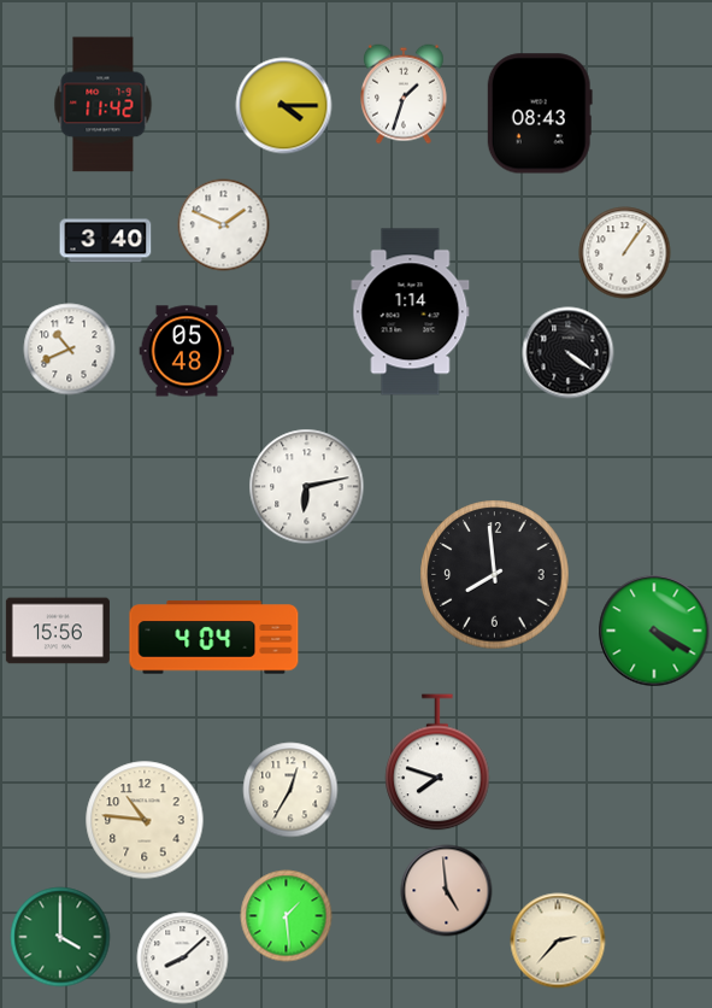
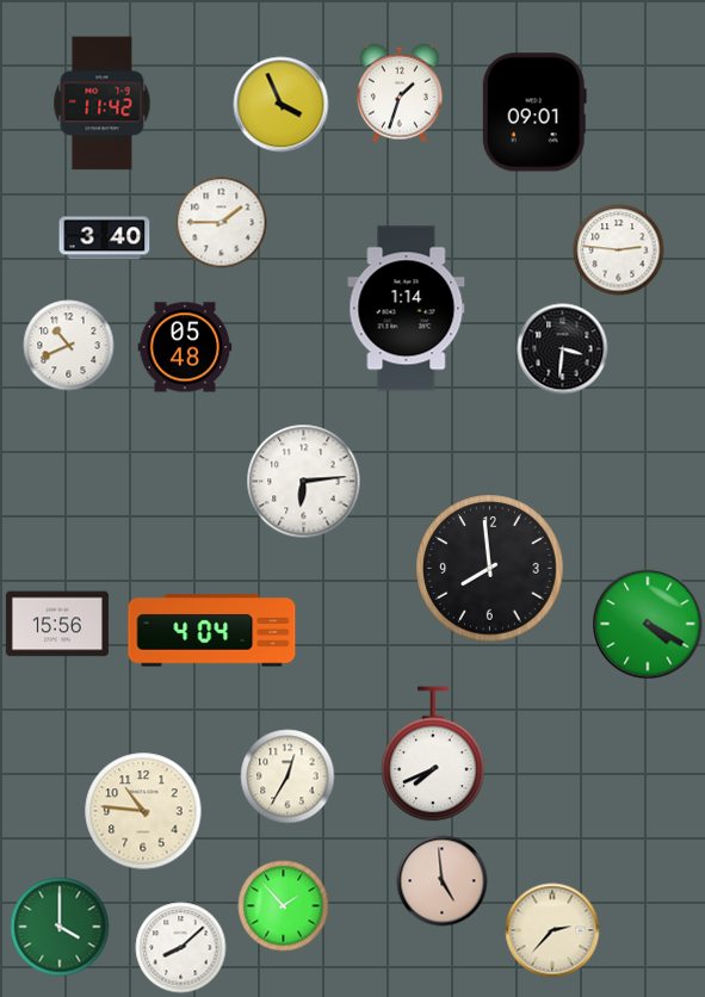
clock at (284, 106): 4:15 -> 3:56
clock at (540, 113): 08:43 -> 09:01
clock at (224, 225): 1:49 -> 1:45
clock at (625, 253): 1:06 -> 2:46
clock at (569, 353): 4:21 -> 3:31
clock at (307, 487): 6:13 -> 6:14
clock at (437, 762): 7:48 -> 7:41
clock at (290, 790) position: (290, 790) -> (287, 776)
clock at (287, 916): 1:29 -> 1:53
